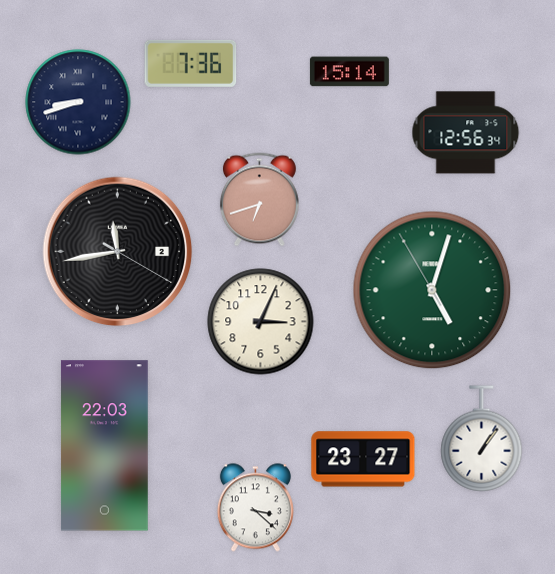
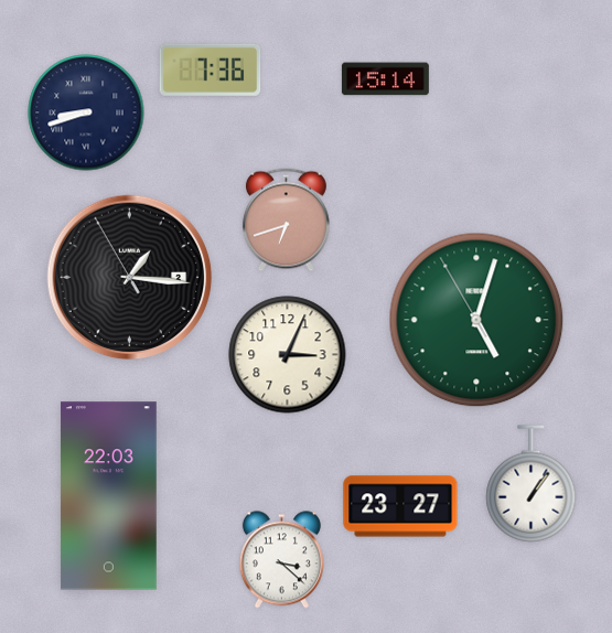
clock at (466, 133): 12:56 -> none
clock at (118, 252): 11:43 -> 1:15
clock at (104, 446) position: (104, 446) -> (108, 496)
